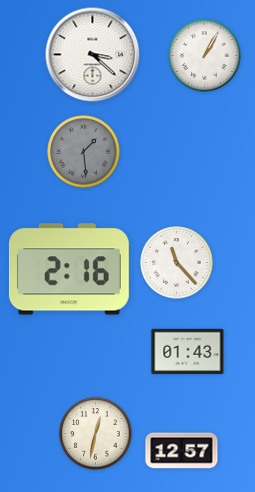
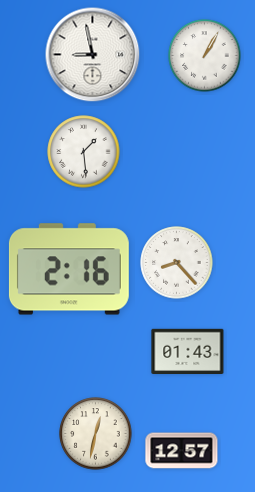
clock at (93, 55): 3:22 -> 8:58
clock at (84, 152) dial: grey -> white
clock at (177, 263): 11:23 -> 8:23
